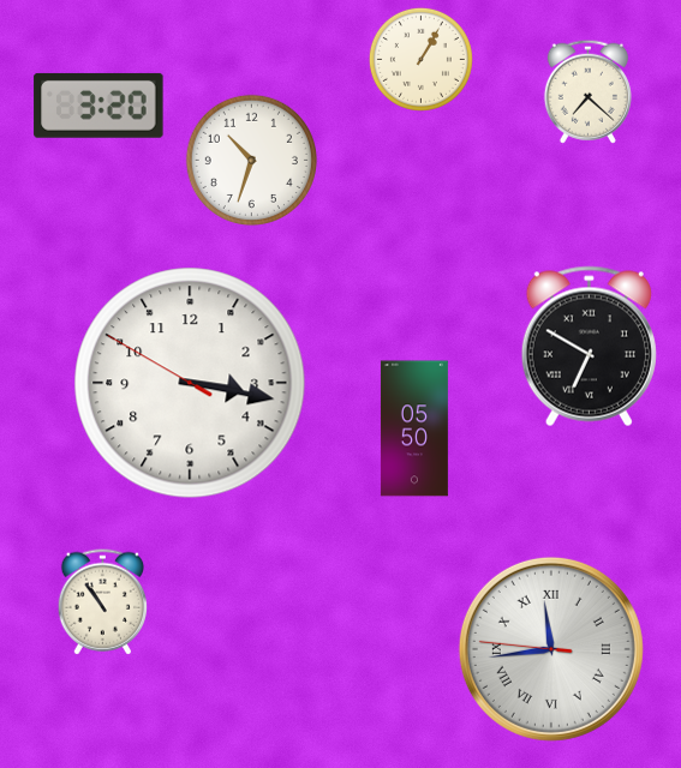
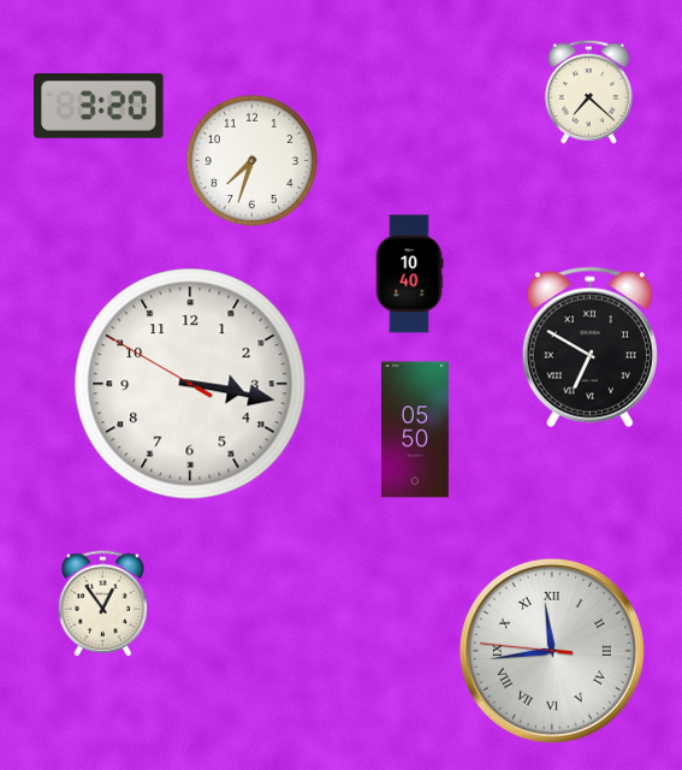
clock at (420, 59): 1:05 -> none
clock at (251, 160): 10:33 -> 7:33
clock at (409, 274): none -> 10:40
clock at (102, 602): 10:54 -> 12:54
